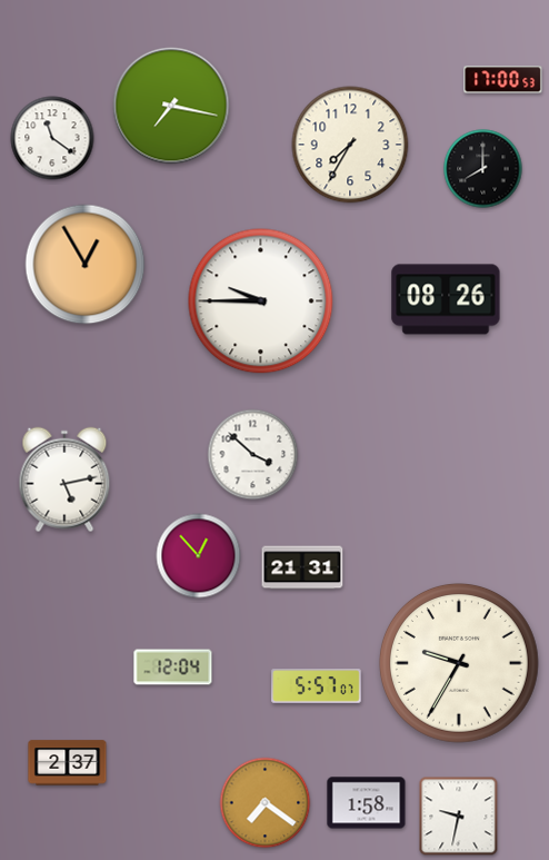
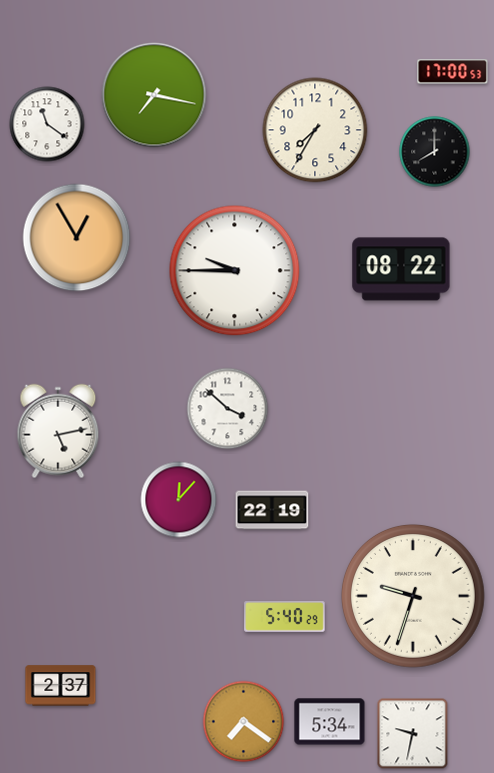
clock at (446, 299): 08:26 -> 08:22
clock at (199, 556): 12:53 -> 12:07
clock at (302, 567): 21:31 -> 22:19
clock at (459, 663): 9:35 -> 9:33
clock at (173, 668): 12:04 -> none
clock at (317, 686): 5:57 -> 5:40
clock at (266, 803) position: (266, 803) -> (244, 722)
clock at (367, 803): 1:58 -> 5:34
